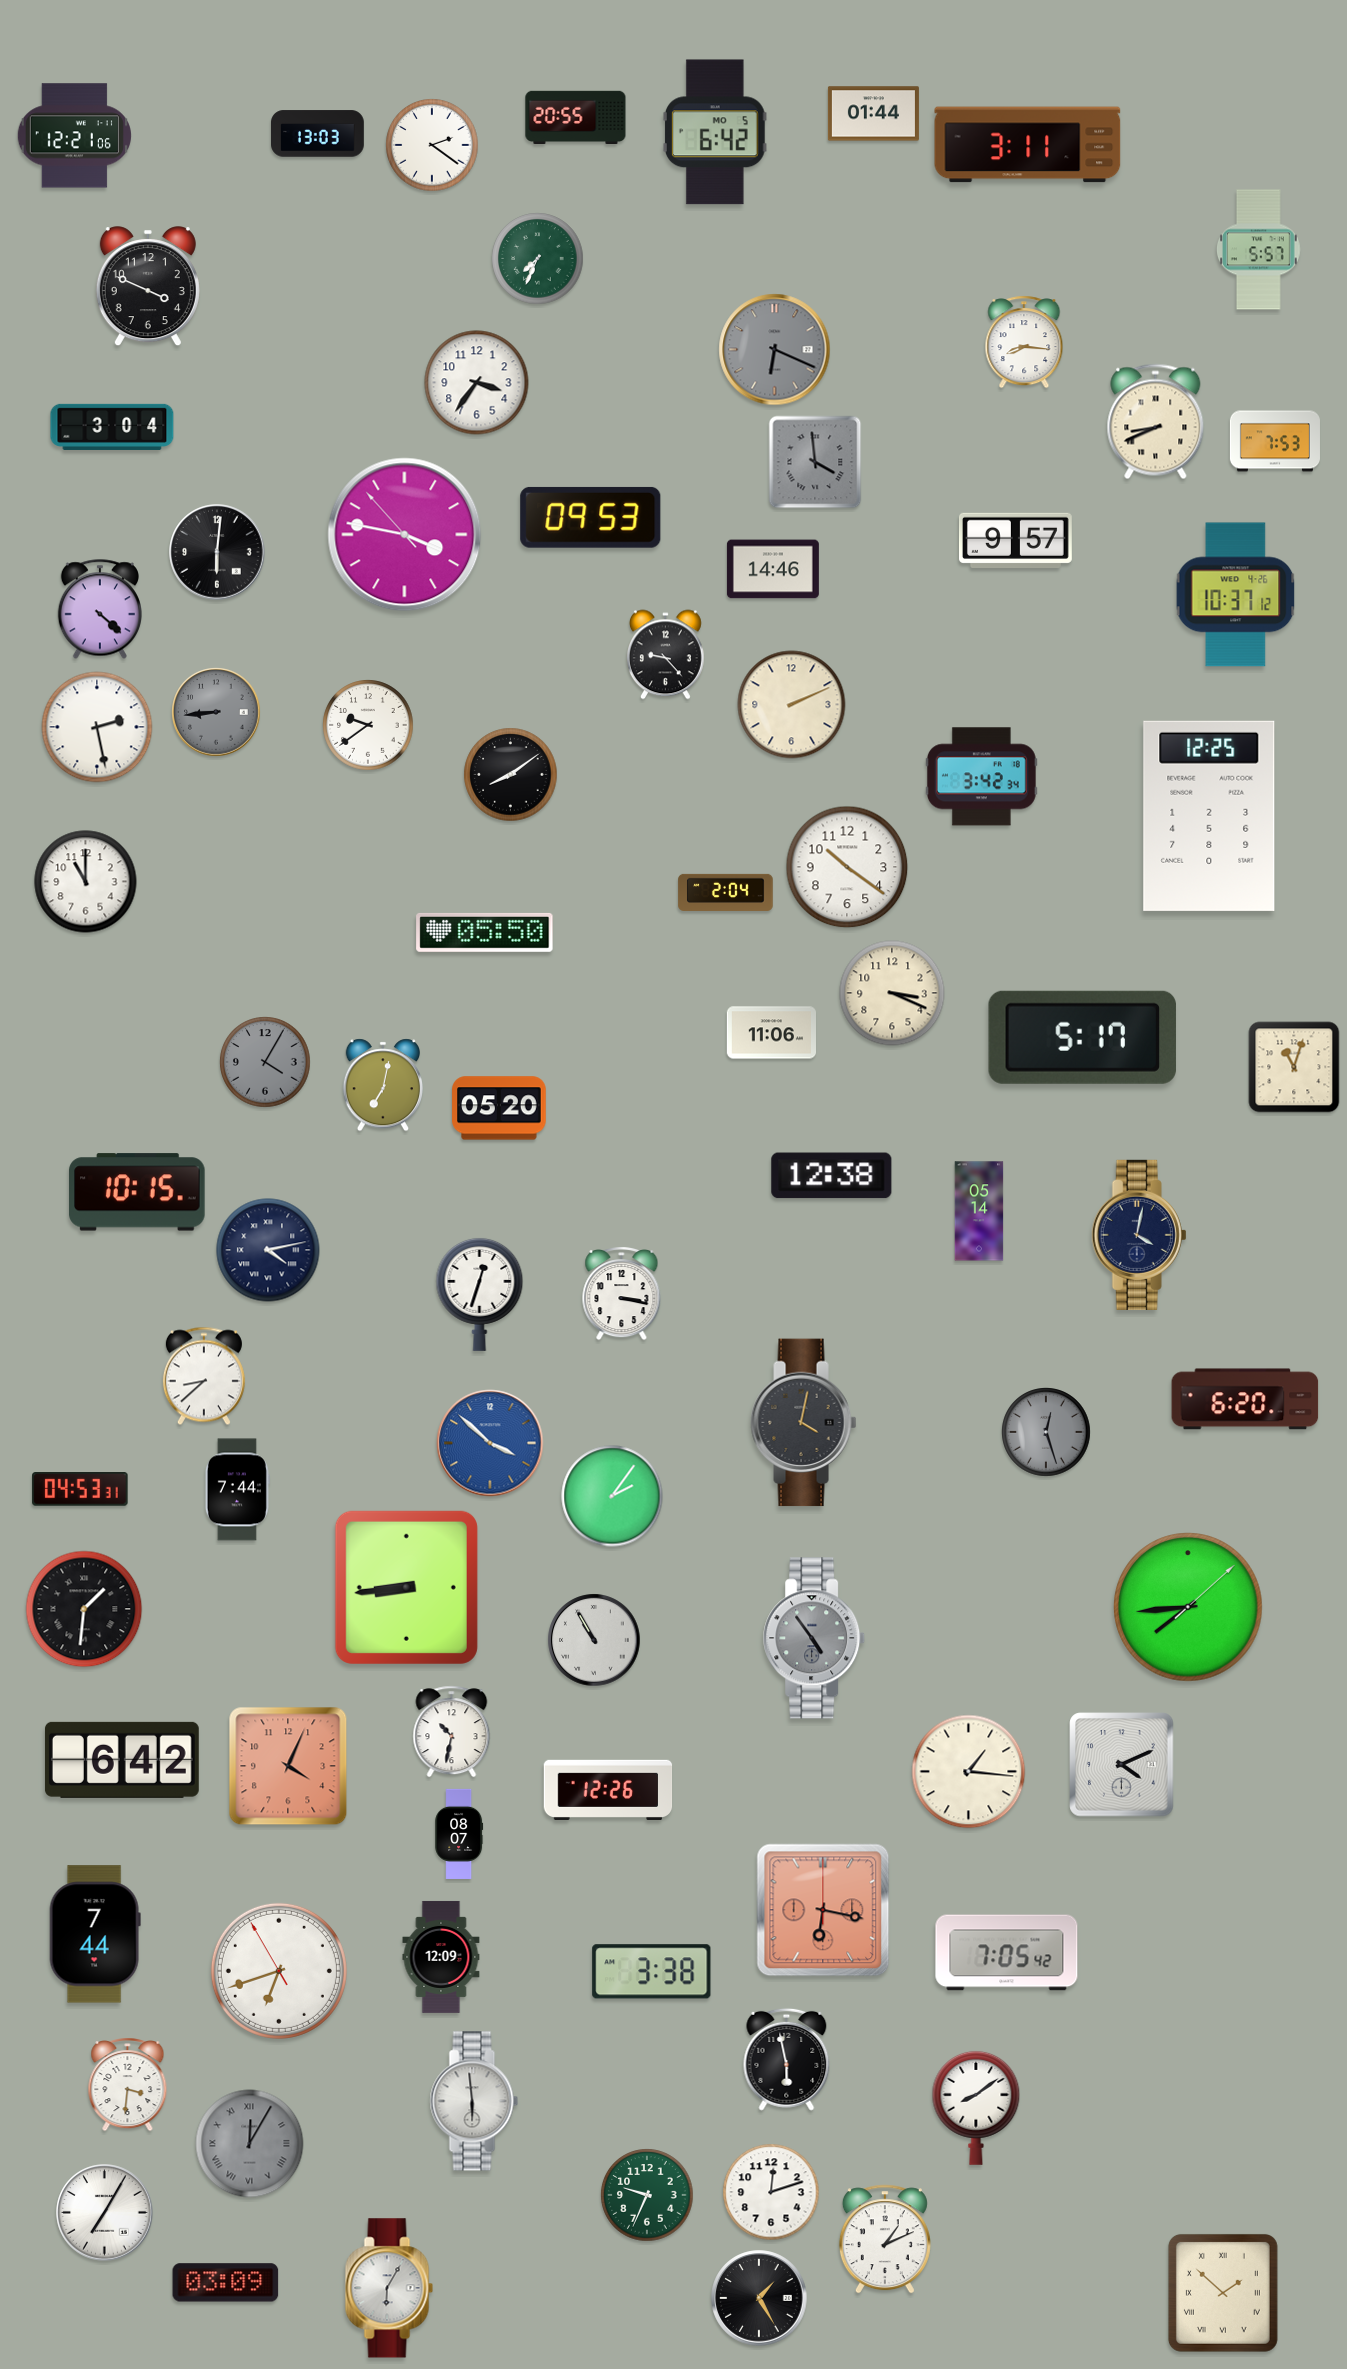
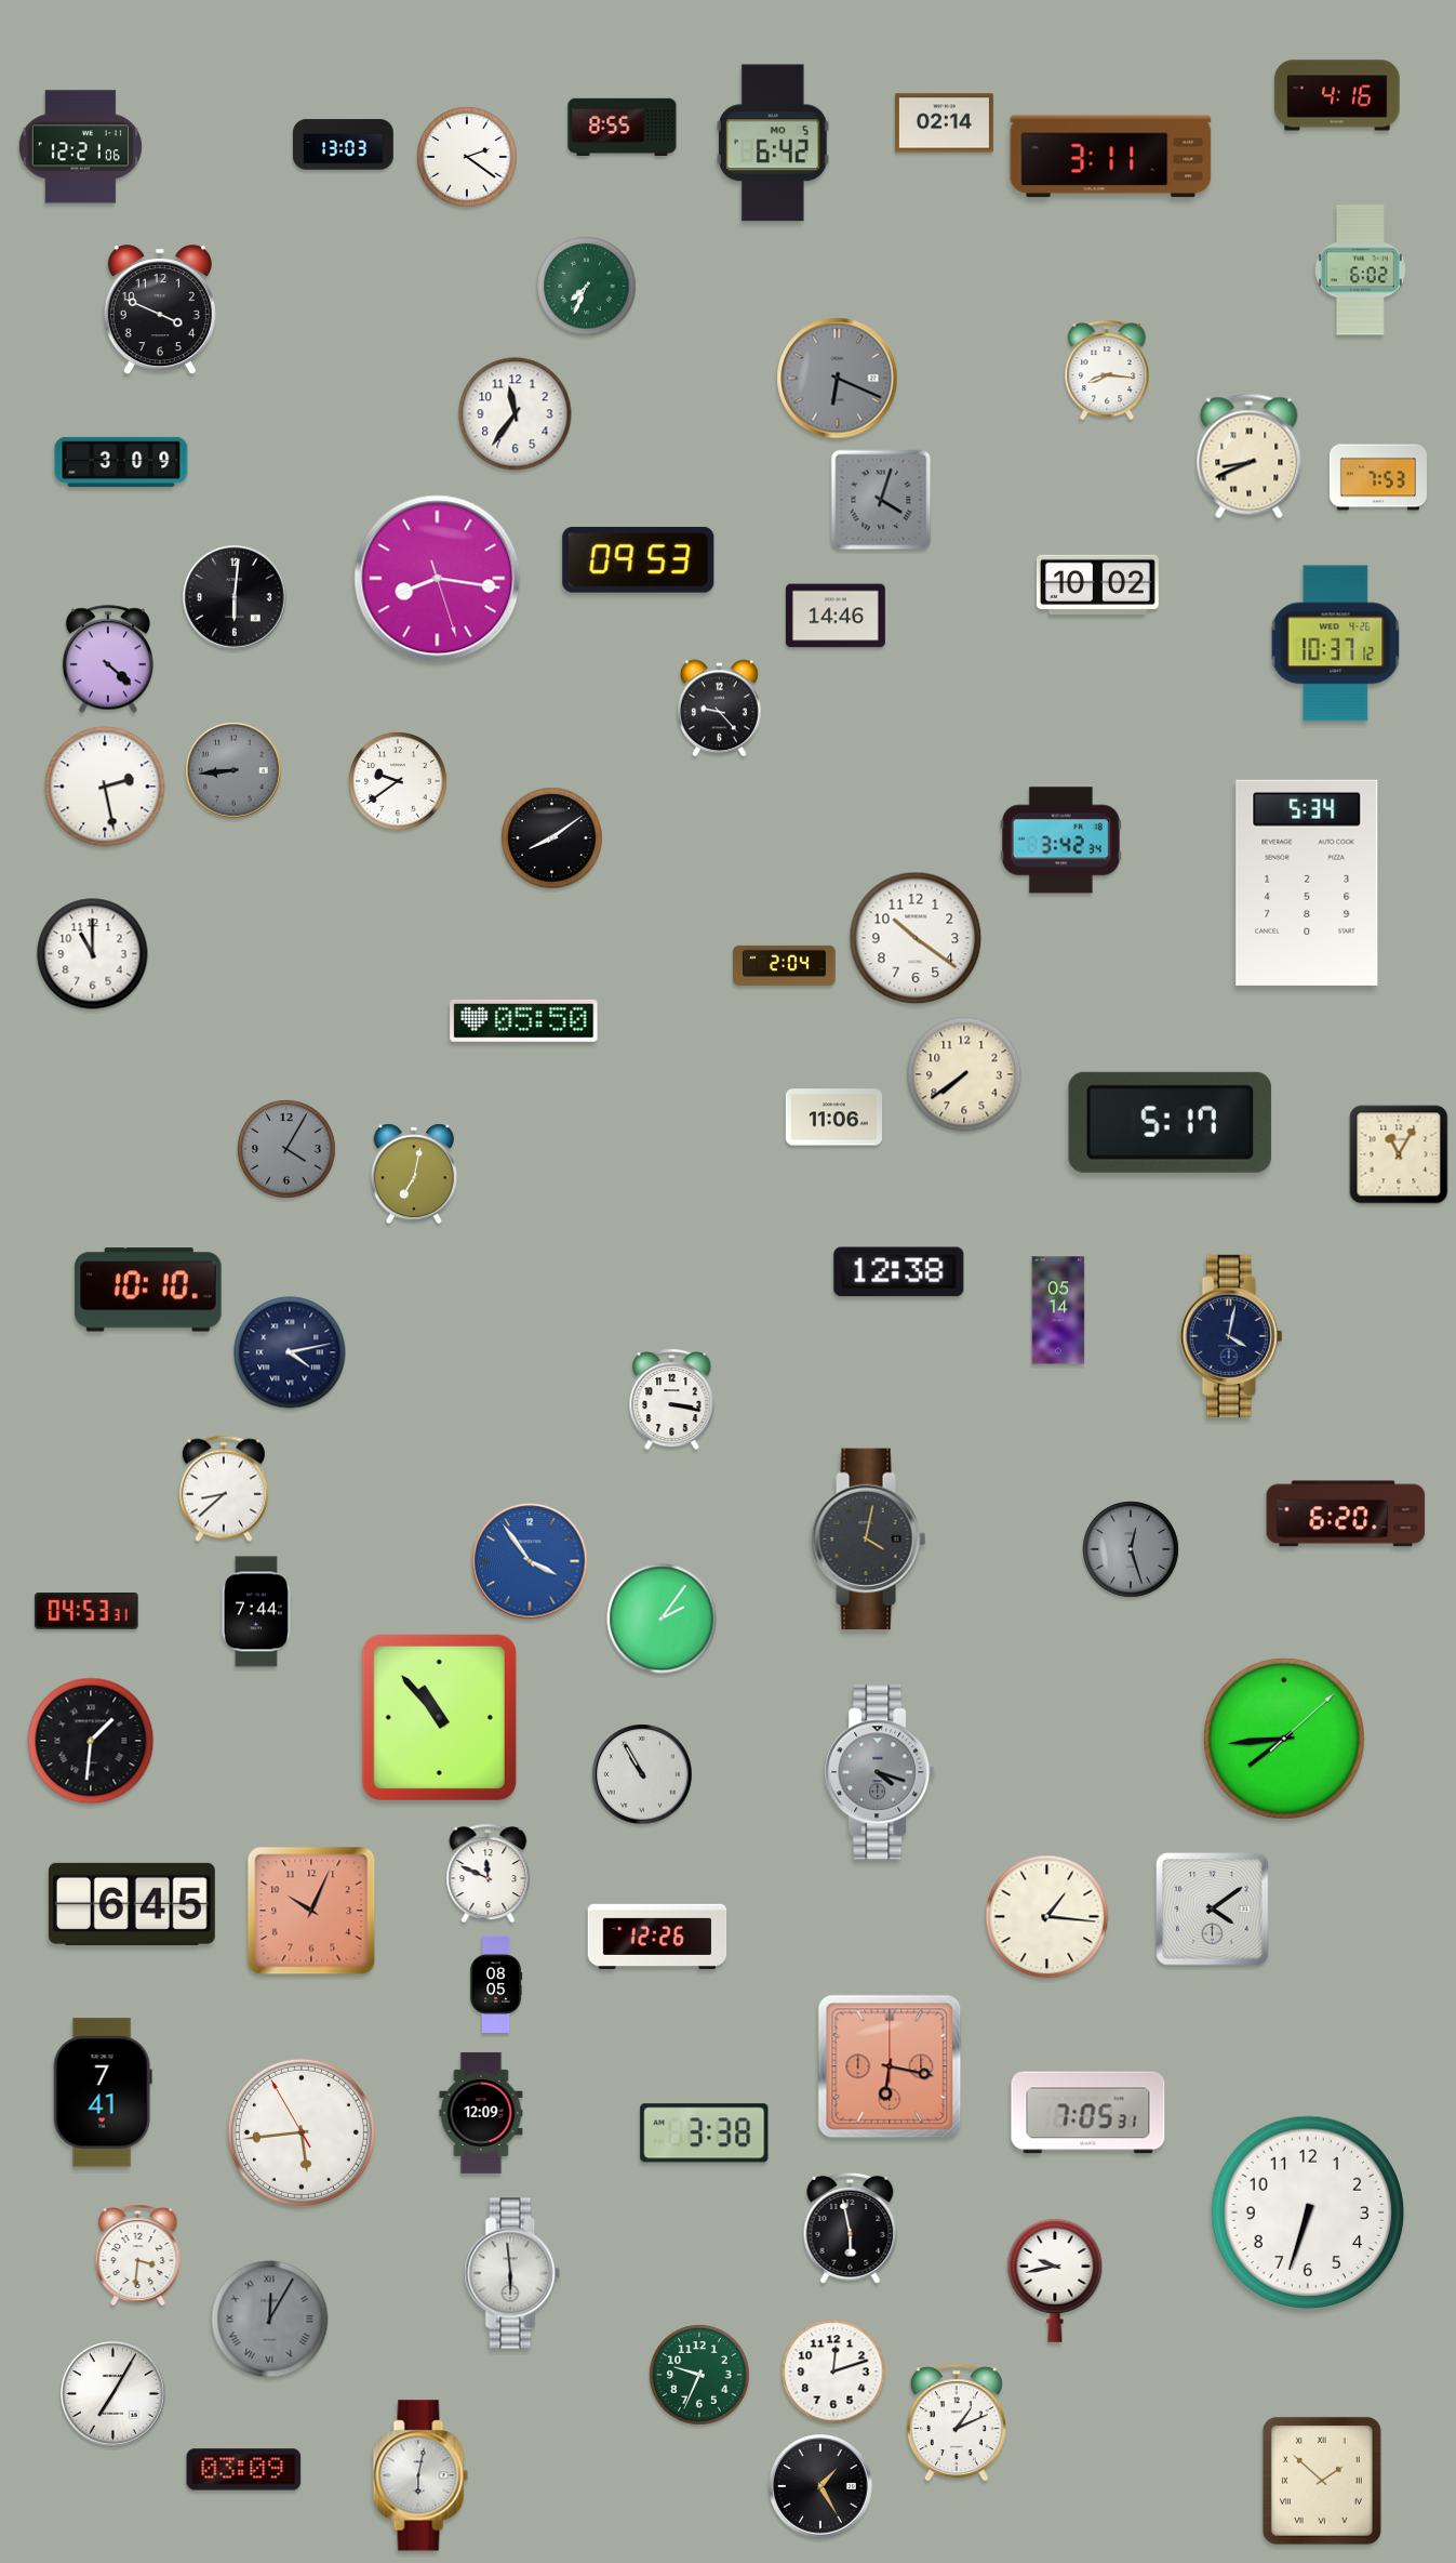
clock at (1337, 95): none -> 4:16
clock at (873, 114): 01:44 -> 02:14
clock at (576, 117): 20:55 -> 8:55
clock at (1259, 250): 5:57 -> 6:02
clock at (538, 259) position: (538, 259) -> (587, 287)
clock at (477, 383): 3:36 -> 11:36
clock at (112, 427): 3:04 -> 3:09
clock at (815, 462): 3:59 -> 4:03
clock at (405, 535): 3:46 -> 8:16
clock at (1015, 540): 9:57 -> 10:02
clock at (792, 705): 2:11 -> none
clock at (368, 725) position: (368, 725) -> (398, 781)
clock at (1209, 816): 12:25 -> 5:34
clock at (485, 932) position: (485, 932) -> (524, 1020)
clock at (892, 993): 3:19 -> 7:39
clock at (1294, 1067): 11:03 -> 11:05
clock at (499, 1108): 05:20 -> none
clock at (137, 1192): 10:15 -> 10:10
clock at (480, 1294): 12:33 -> none
clock at (204, 1376) position: (204, 1376) -> (224, 1489)
clock at (490, 1443): 3:52 -> 3:54
clock at (406, 1587): 8:44 -> 10:53
clock at (815, 1638): 4:54 -> 4:18
clock at (452, 1732): 10:32 -> 11:49
clock at (122, 1760): 6:42 -> 6:45
clock at (1122, 1765): 4:11 -> 4:09
clock at (288, 1766): 4:04 -> 10:04
clock at (459, 1834): 08:07 -> 08:05
clock at (95, 1934): 7:44 -> 7:41
clock at (1007, 1953): 7:05:42 -> 7:05:31
clock at (441, 1957) position: (441, 1957) -> (481, 2113)
clock at (279, 1971): 6:41 -> 5:43
clock at (1308, 2212): none -> 6:33
clock at (976, 2108): 8:09 -> 9:43
clock at (389, 2288): 6:05 -> 6:02
